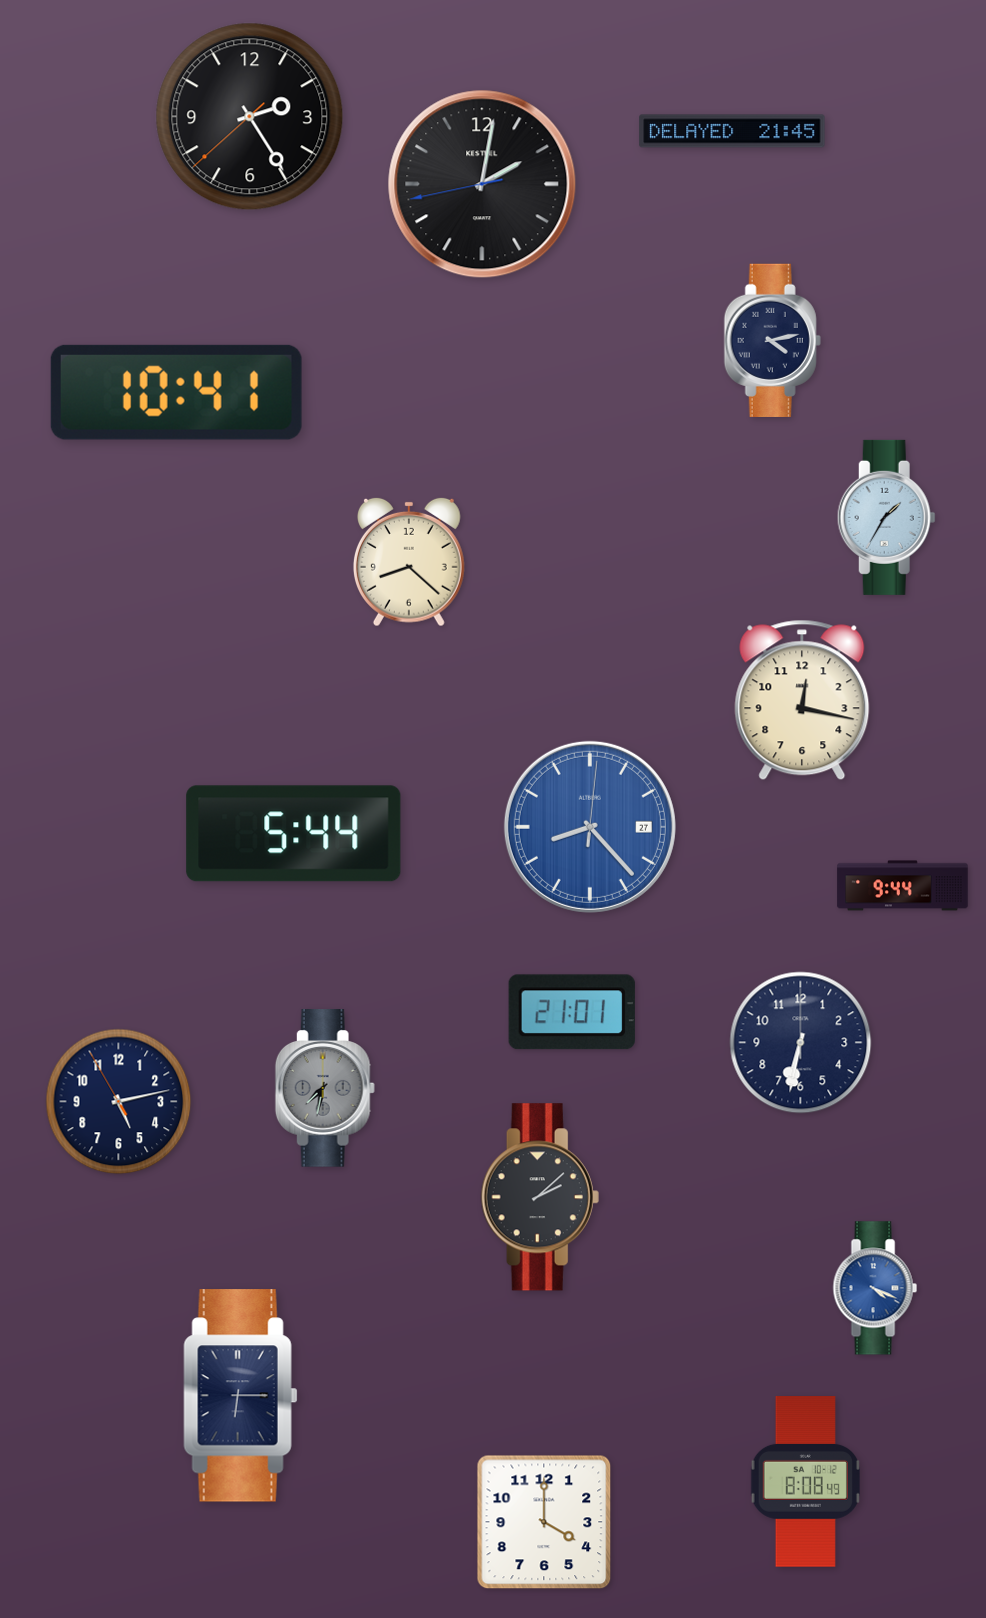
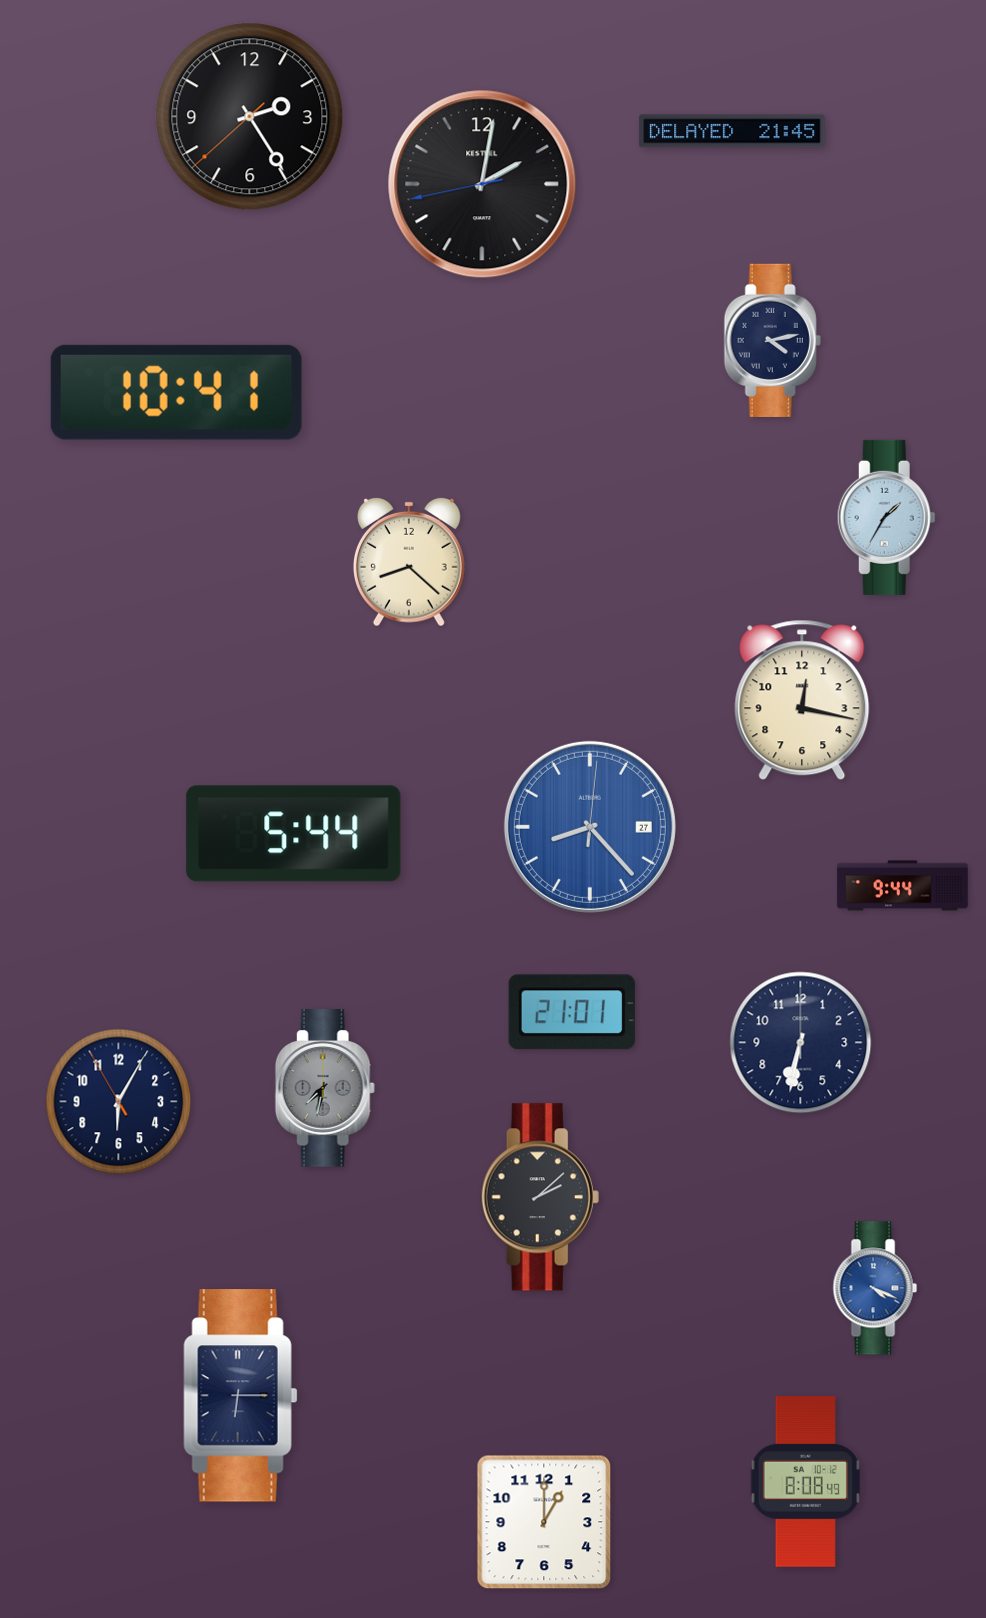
clock at (119, 1102): 5:12 -> 6:04
clock at (544, 1522): 4:00 -> 1:00
